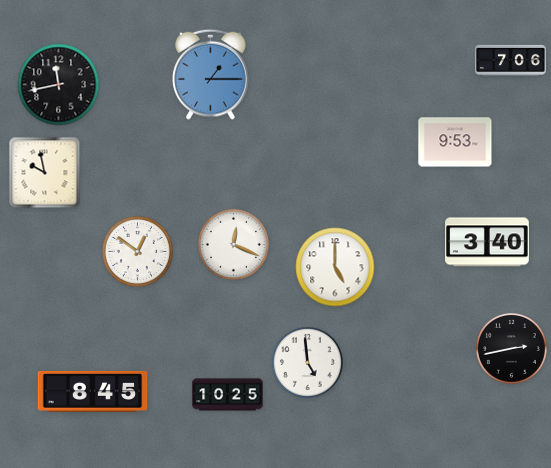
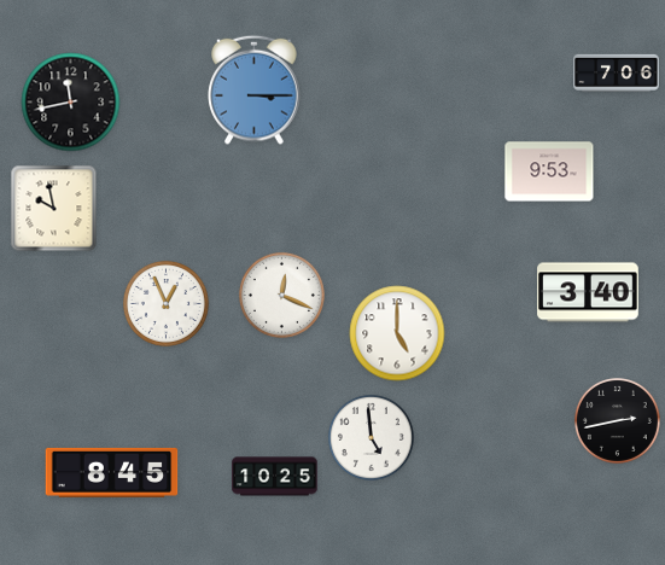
clock at (211, 74): 1:15 -> 3:15
clock at (137, 251): 12:51 -> 12:56
clock at (335, 267) position: (335, 267) -> (397, 333)
